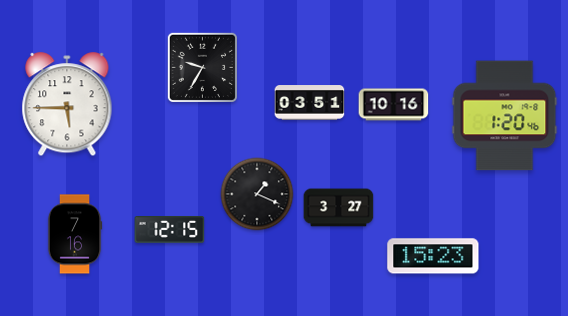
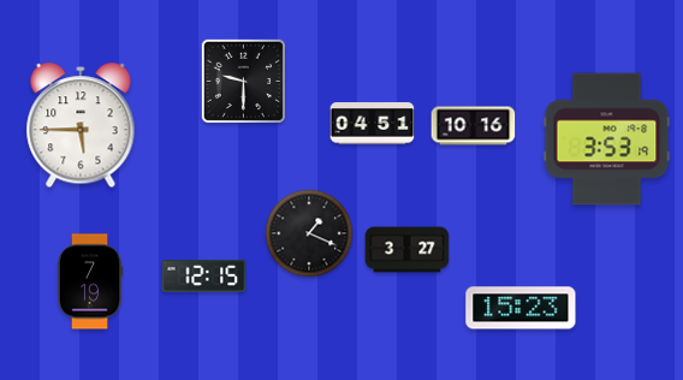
clock at (202, 67): 9:35 -> 9:30
clock at (310, 103): 03:51 -> 04:51
clock at (505, 116): 1:20 -> 3:53
clock at (75, 234): 7:16 -> 7:19
